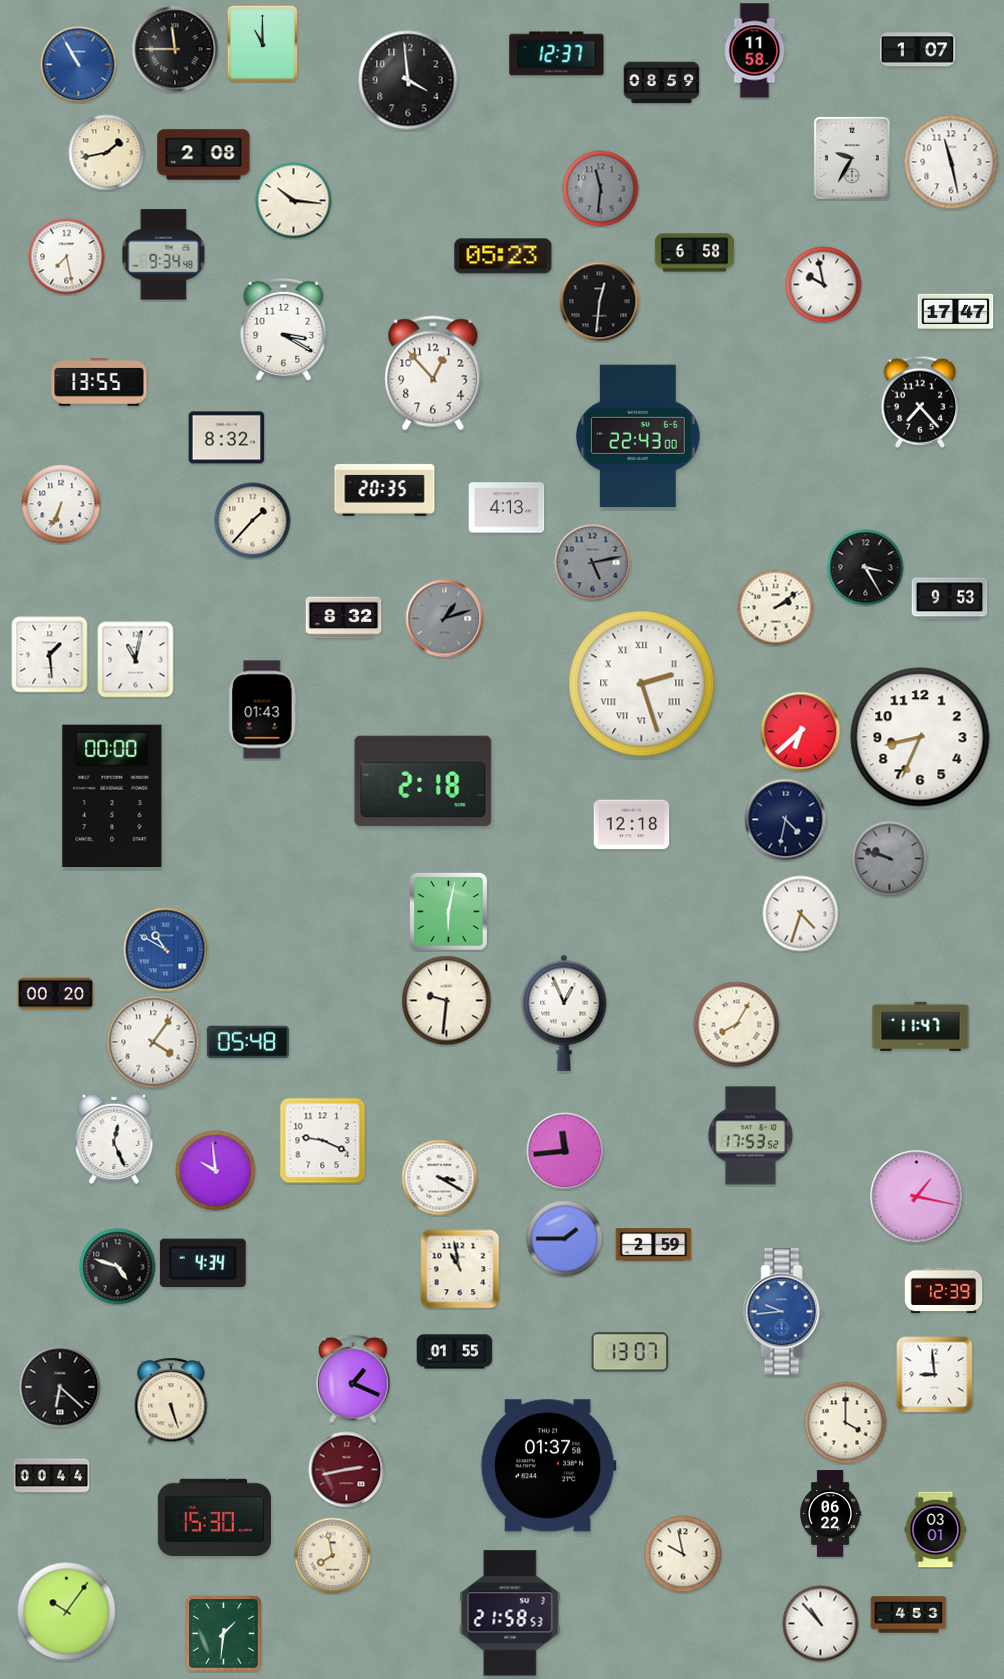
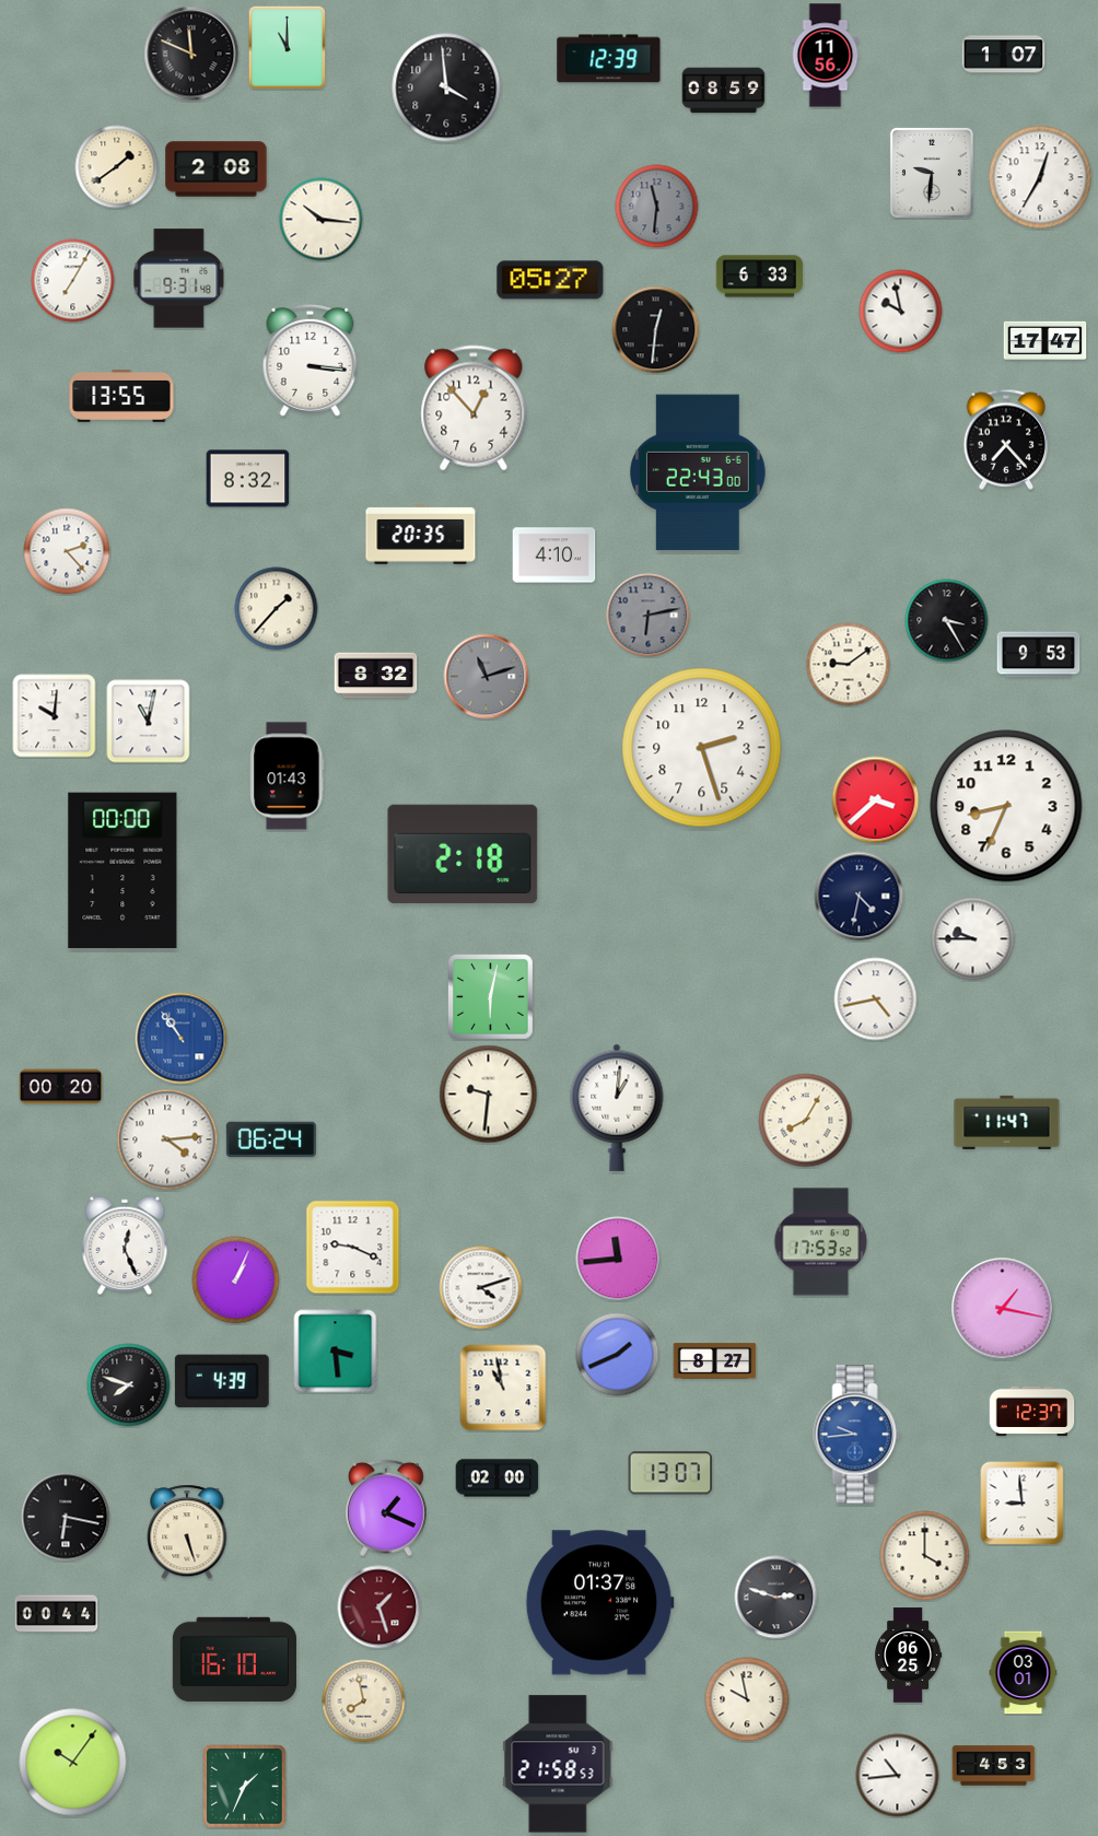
clock at (175, 49): 11:45 -> 11:49
clock at (755, 51): 11:58 -> 11:56
clock at (557, 54): 12:37 -> 12:39
clock at (79, 65): 10:55 -> none
clock at (107, 153): 1:43 -> 1:39
clock at (204, 155) position: (204, 155) -> (217, 169)
clock at (852, 158): 9:35 -> 9:31
clock at (951, 162): 11:28 -> 12:35
clock at (695, 253): 6:58 -> 6:33
clock at (164, 255): 9:34 -> 9:31
clock at (503, 256): 05:23 -> 05:27
clock at (67, 257): 7:28 -> 7:05
clock at (284, 329): 3:20 -> 3:16
clock at (99, 382) position: (99, 382) -> (121, 396)
clock at (638, 436) position: (638, 436) -> (698, 472)
clock at (61, 504): 6:34 -> 2:23
clock at (507, 508): 4:13 -> 4:10
clock at (253, 521) position: (253, 521) -> (277, 609)
clock at (593, 563): 5:13 -> 6:13
clock at (776, 608): 2:09 -> 9:09
clock at (445, 619): 1:12 -> 11:12
clock at (50, 655): 1:29 -> 10:01
clock at (642, 684) numerals: Roman -> Arabic
clock at (801, 732): 6:38 -> 3:38
clock at (632, 825): 12:18 -> none
clock at (890, 859): 9:48 -> 9:45
clock at (890, 859) dial: grey -> white
clock at (801, 914): 4:33 -> 4:43
clock at (166, 950): 10:50 -> 10:54
clock at (564, 1013): 12:56 -> 1:01
clock at (153, 1042): 4:06 -> 4:14
clock at (248, 1042): 05:48 -> 06:24
clock at (216, 1171): 9:59 -> 1:04
clock at (440, 1178): 3:20 -> 4:12
clock at (336, 1352): none -> 3:29
clock at (565, 1239): 1:45 -> 1:41
clock at (654, 1245): 2:59 -> 8:27
clock at (203, 1263): 4:34 -> 4:39
clock at (118, 1267): 4:48 -> 7:48
clock at (944, 1291): 12:39 -> 12:37
clock at (455, 1352): 01:55 -> 02:00
clock at (630, 1352) position: (630, 1352) -> (670, 1473)
clock at (60, 1387): 6:22 -> 6:17
clock at (776, 1598): none -> 2:48
clock at (347, 1470): 2:43 -> 1:27
clock at (831, 1514): 06:22 -> 06:25
clock at (214, 1518): 15:30 -> 16:10
clock at (821, 1624): 10:53 -> 10:44
clock at (224, 1634): 1:31 -> 1:34
